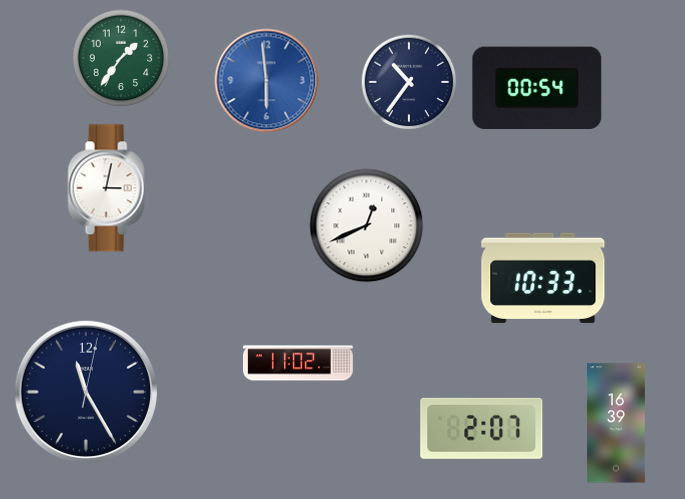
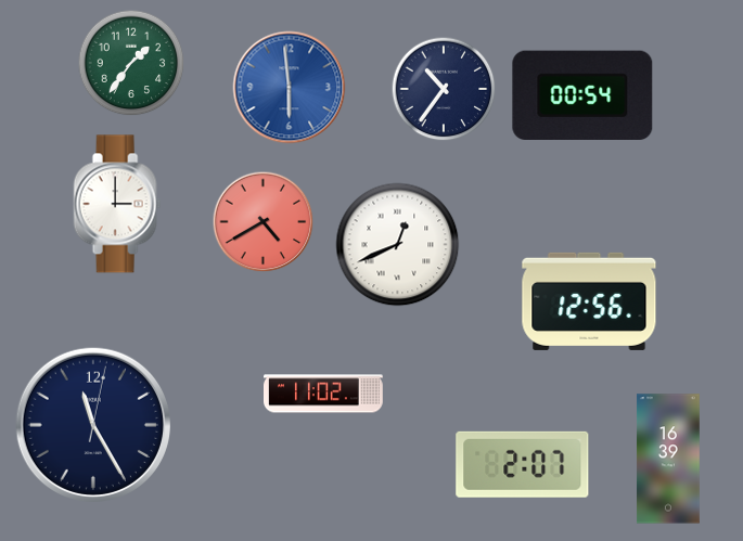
clock at (108, 188): 3:02 -> 3:00
clock at (262, 221): none -> 4:40
clock at (543, 278): 10:33 -> 12:56
